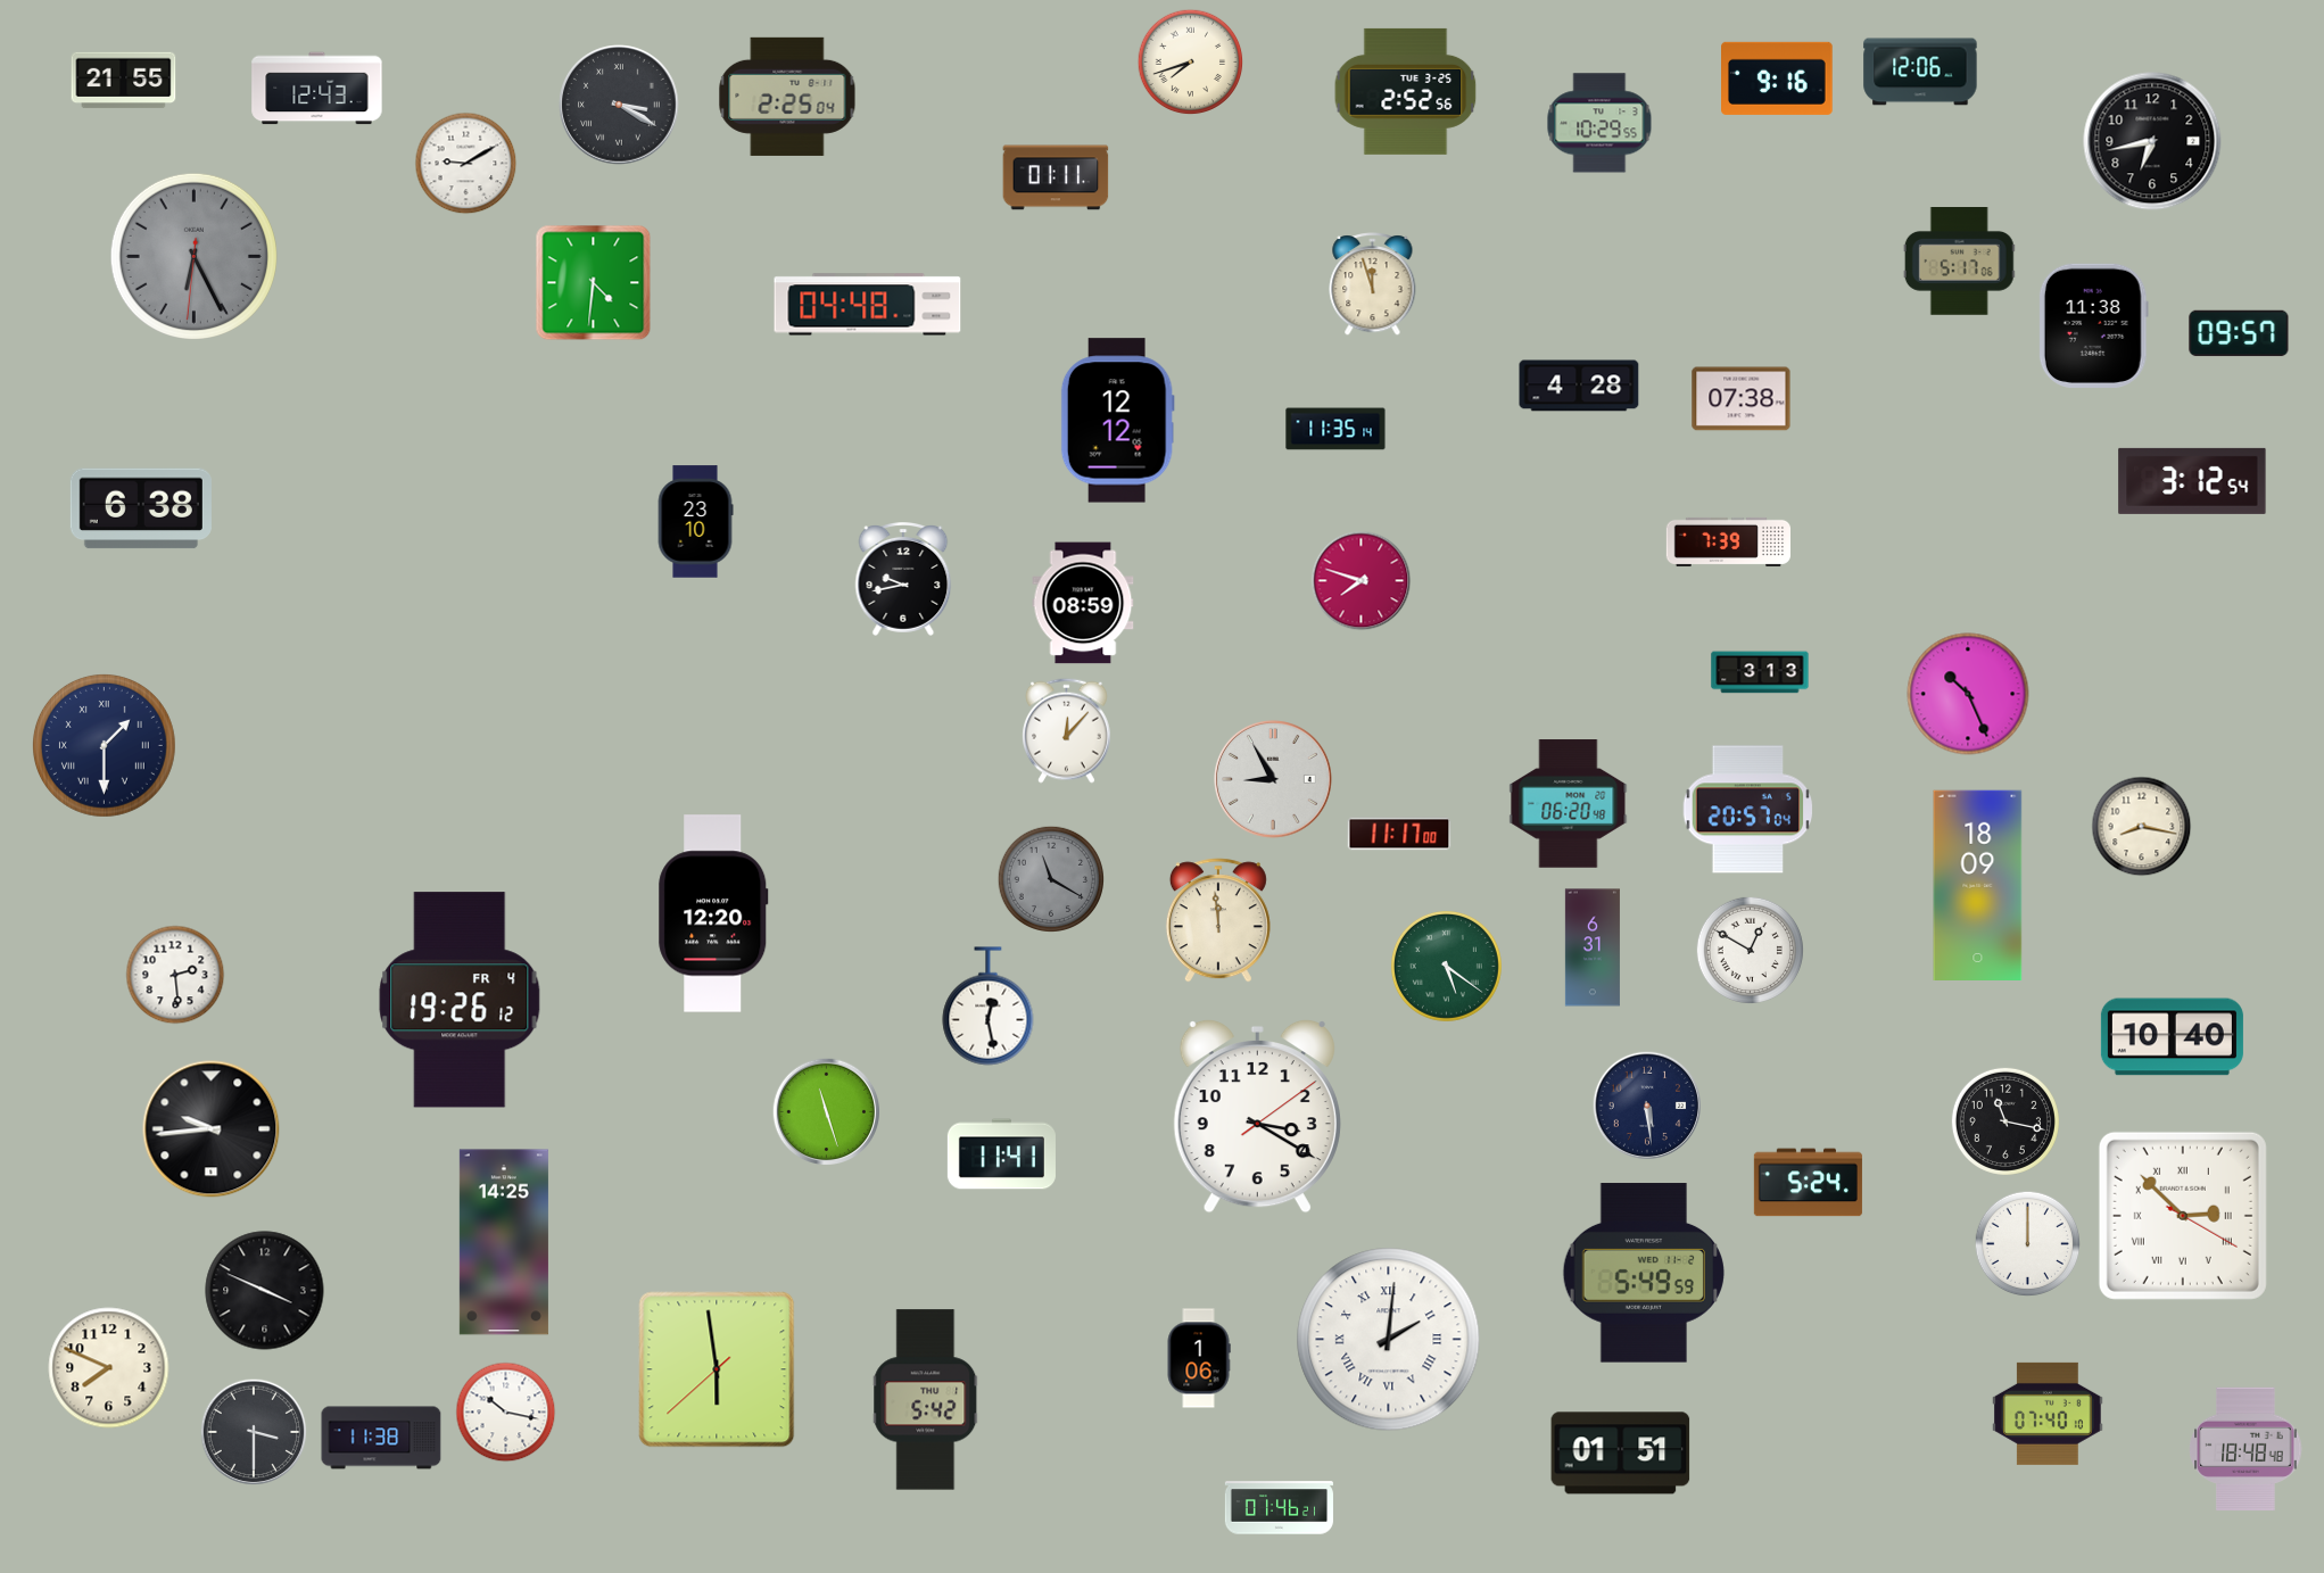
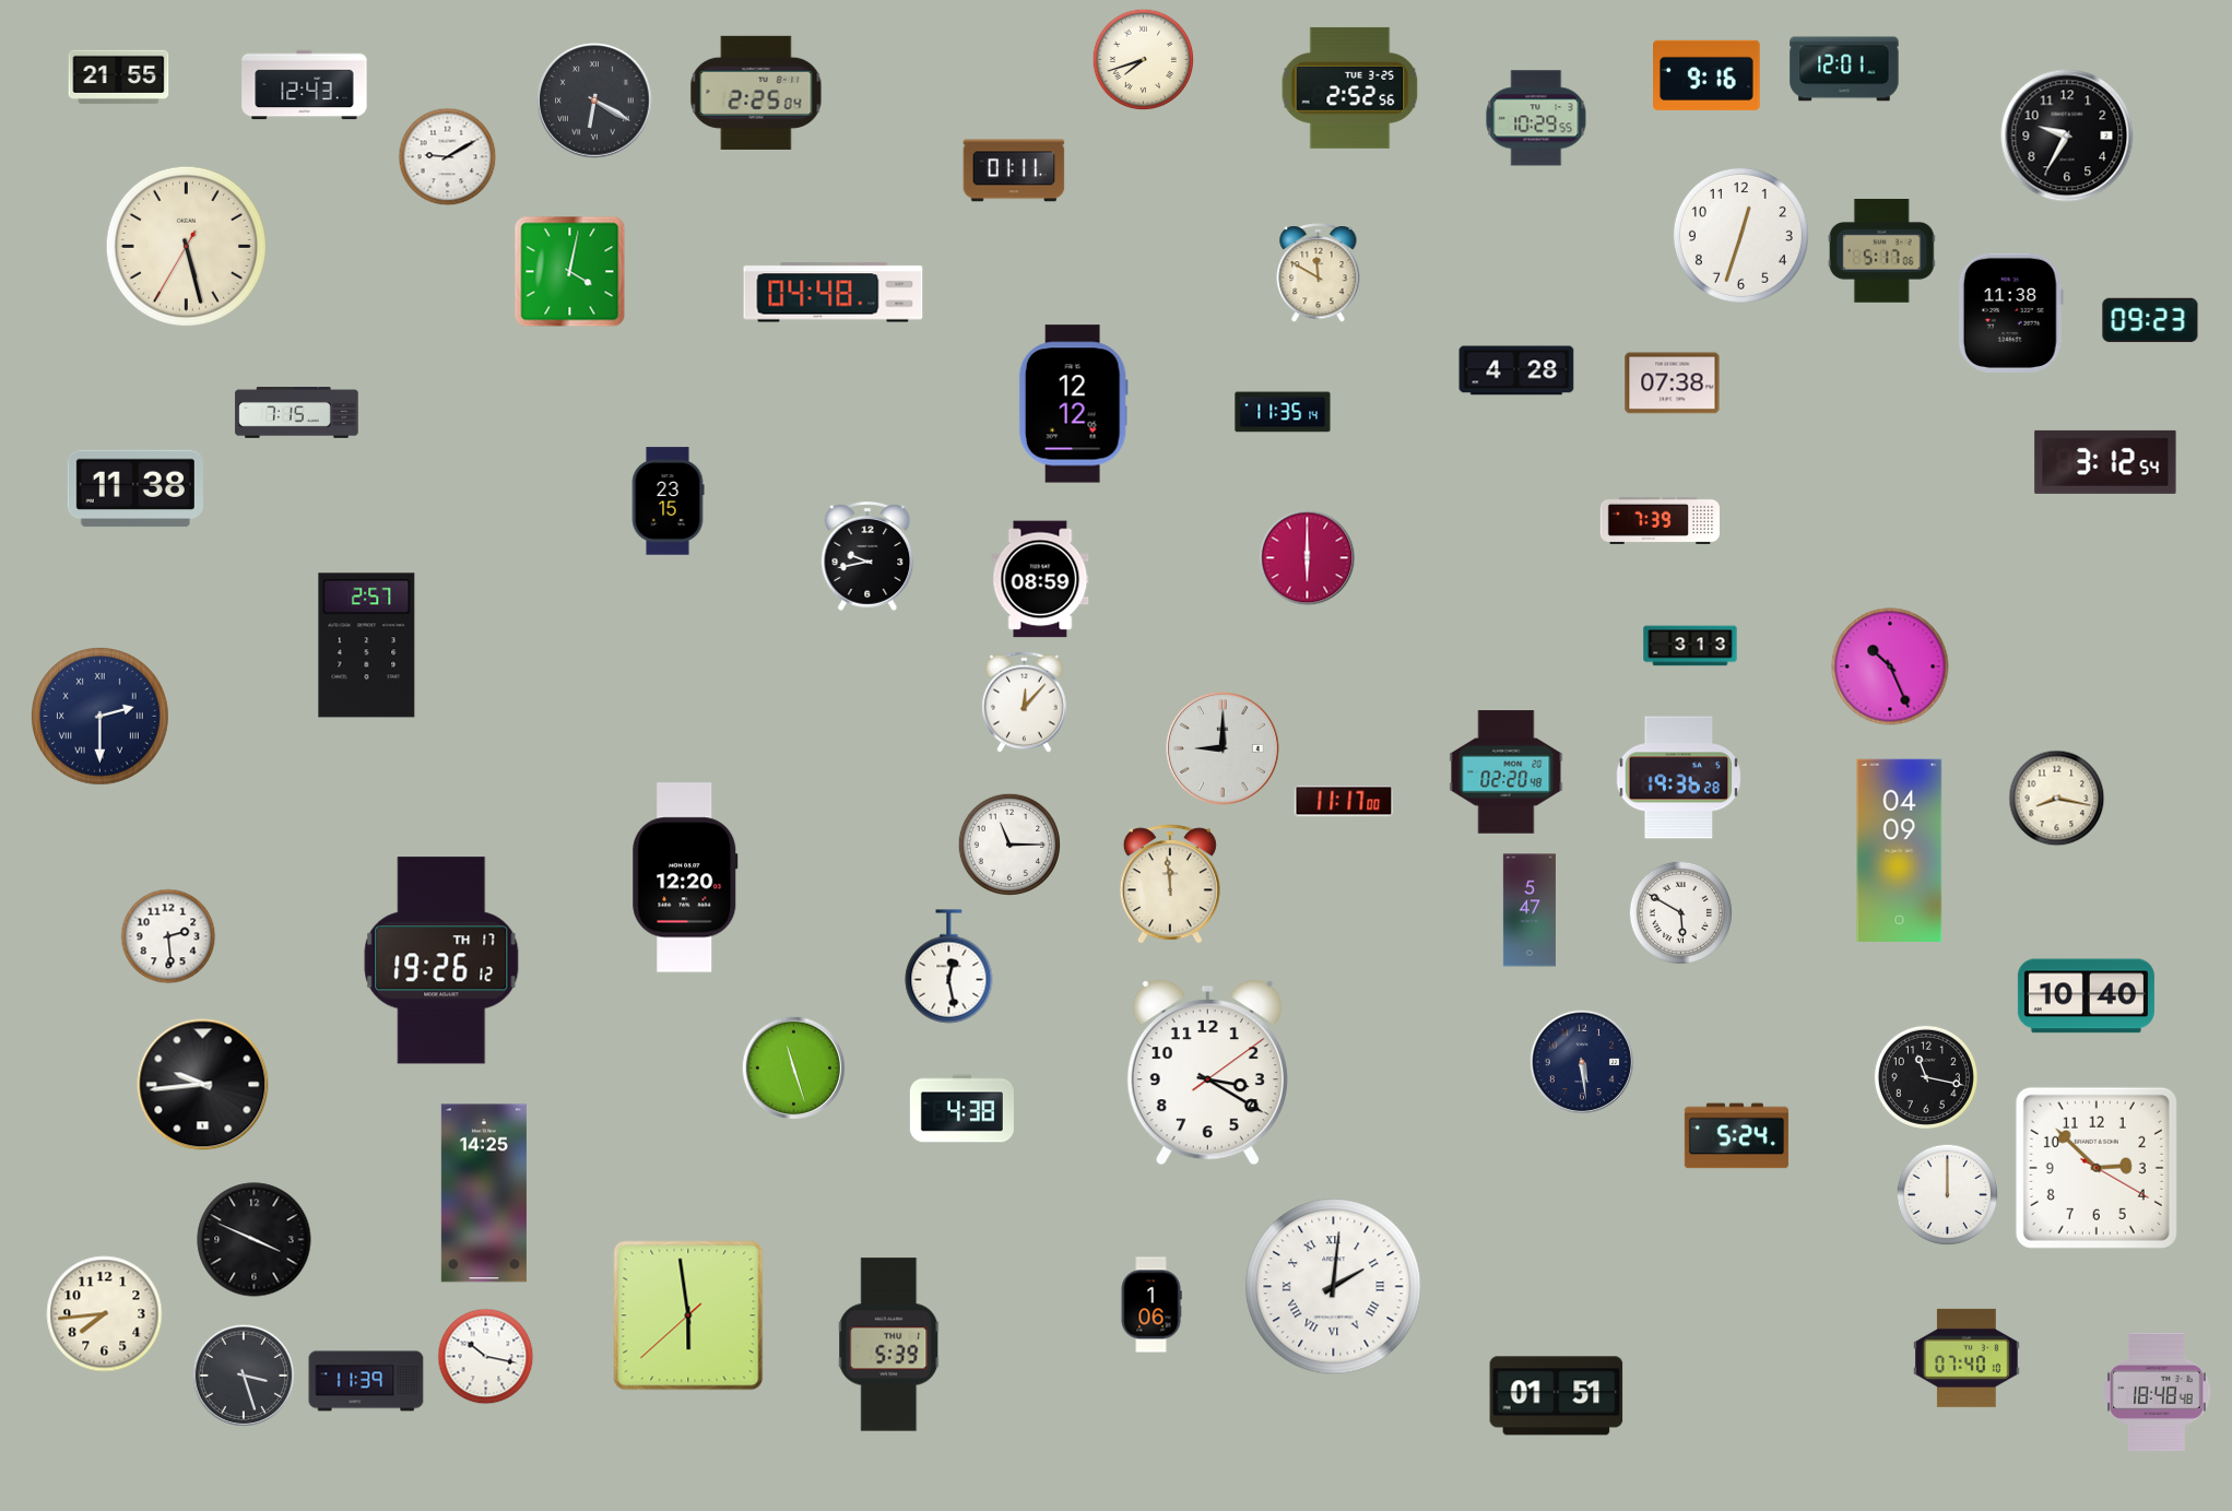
clock at (1920, 72): 12:06 -> 12:01
clock at (619, 105): 3:20 -> 6:20
clock at (2152, 141): 6:43 -> 9:35
clock at (1740, 235): none -> 12:33
clock at (193, 256): 6:25 -> 5:27
clock at (193, 256) dial: grey -> cream
clock at (594, 283): 4:31 -> 4:02
clock at (1373, 284): 11:57 -> 11:50
clock at (2239, 333): 09:57 -> 09:23
clock at (297, 413): none -> 7:15
clock at (141, 508): 6:38 -> 11:38
clock at (695, 522): 23:10 -> 23:15
clock at (1362, 581): 7:48 -> 6:00
clock at (367, 646): none -> 2:57
clock at (104, 745): 1:30 -> 2:30
clock at (1274, 780): 8:55 -> 9:00
clock at (1569, 804): 06:20 -> 02:20
clock at (1747, 810): 20:57 -> 19:36
clock at (2142, 827) position: (2142, 827) -> (2057, 799)
clock at (1050, 878): 11:20 -> 11:15
clock at (1050, 878) dial: grey -> white
clock at (1978, 885): 18:09 -> 04:09
clock at (1593, 947): 6:31 -> 5:47
clock at (1750, 950): 12:50 -> 5:50
clock at (1446, 966): 5:21 -> none
clock at (460, 1000) date: FR 4 -> TH 17
clock at (1001, 1154): 11:41 -> 4:38
clock at (2183, 1216) numerals: Roman -> Arabic
clock at (1643, 1273): 5:49 -> none
clock at (109, 1368): 7:49 -> 7:44
clock at (926, 1400): 5:42 -> 5:39
clock at (254, 1432): 3:30 -> 3:27
clock at (381, 1438): 11:38 -> 11:39
clock at (1279, 1508): 01:46 -> none
